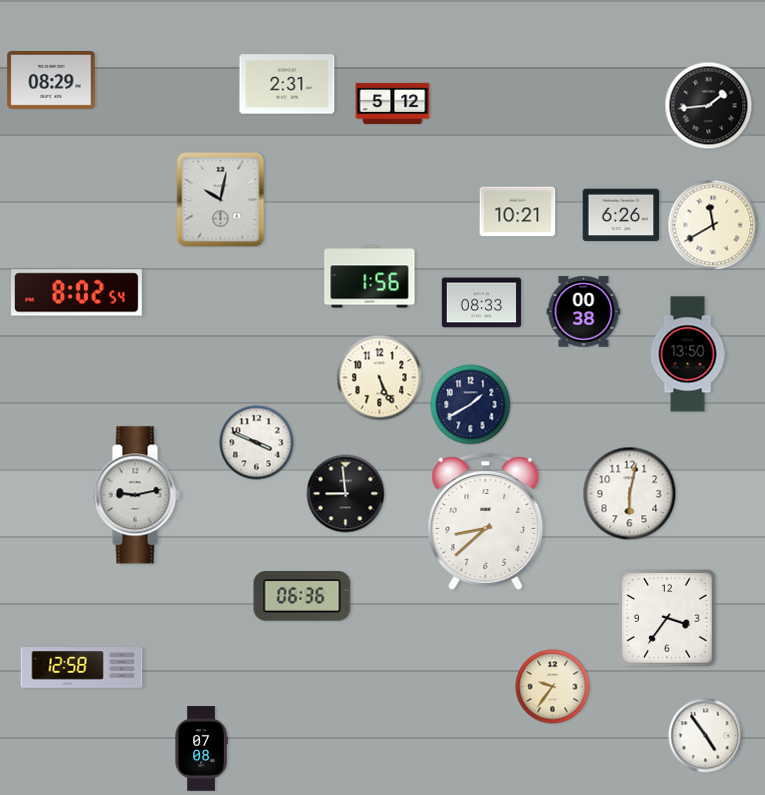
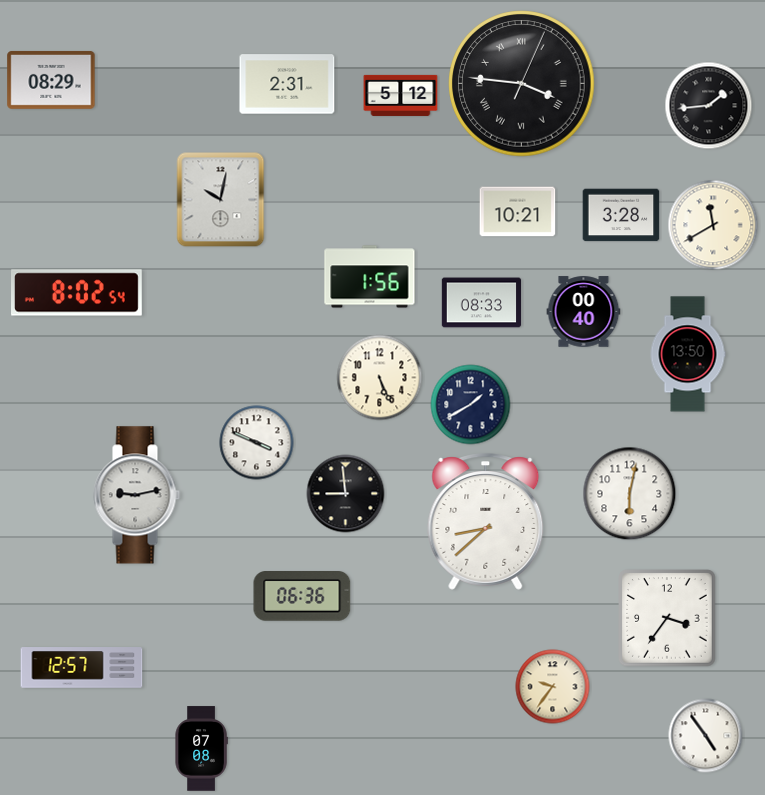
clock at (522, 84): none -> 3:46
clock at (393, 103) position: (393, 103) -> (401, 95)
clock at (621, 215): 6:26 -> 3:28
clock at (584, 312): 00:38 -> 00:40
clock at (82, 668): 12:58 -> 12:57
